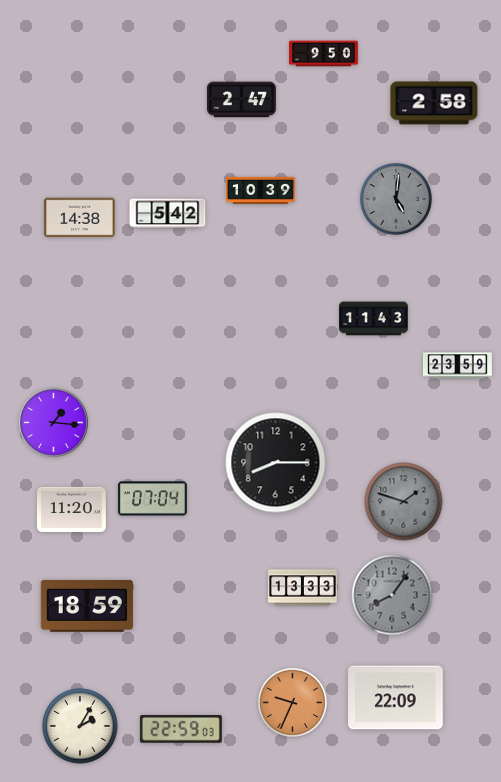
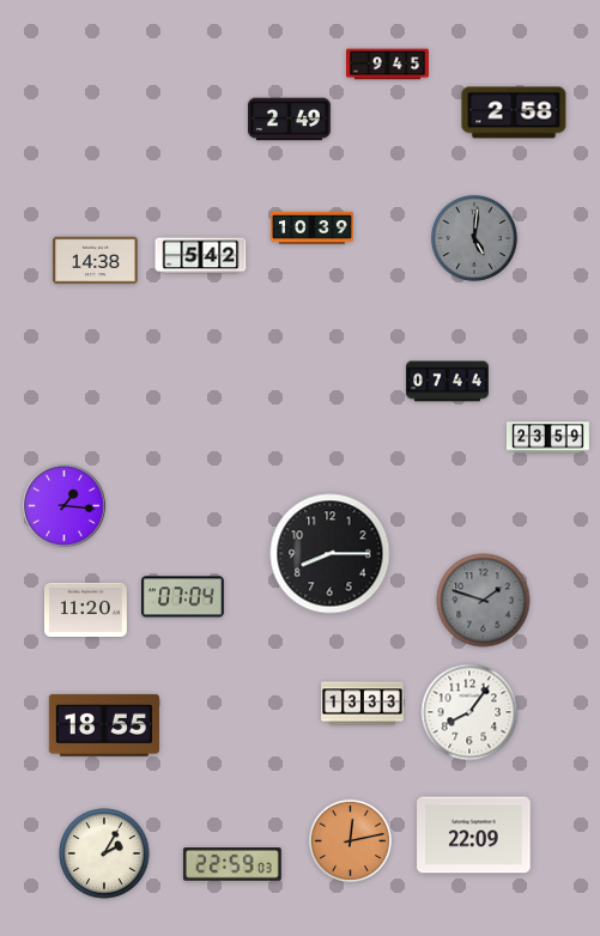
clock at (324, 54): 9:50 -> 9:45
clock at (241, 100): 2:47 -> 2:49
clock at (434, 103) position: (434, 103) -> (514, 113)
clock at (374, 319): 11:43 -> 07:44
clock at (392, 595) dial: grey -> white
clock at (87, 606): 18:59 -> 18:55
clock at (293, 703): 9:34 -> 12:13
clock at (80, 726) position: (80, 726) -> (104, 853)
clock at (181, 730) position: (181, 730) -> (232, 865)
